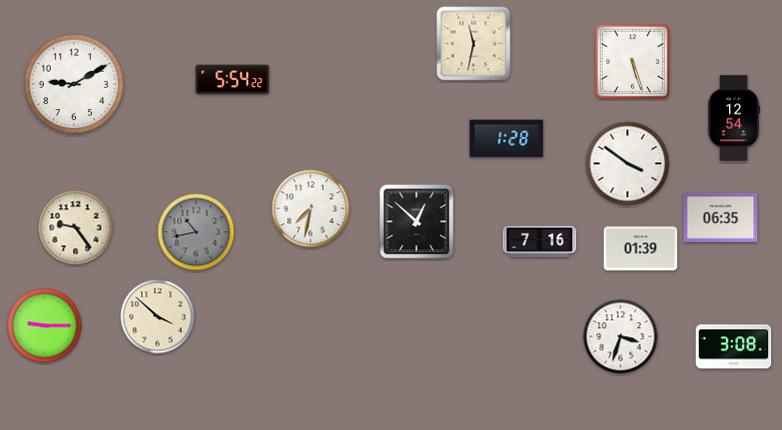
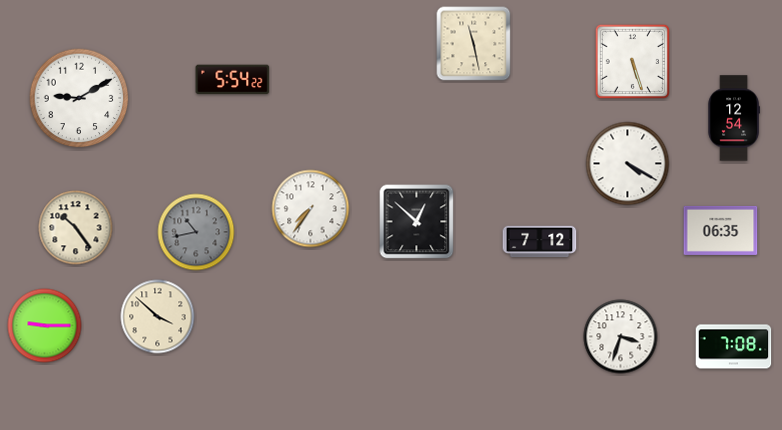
clock at (474, 44): 11:32 -> 11:28
clock at (74, 84) position: (74, 84) -> (79, 98)
clock at (507, 139): 1:28 -> none
clock at (628, 164): 3:51 -> 4:20
clock at (311, 209): 7:32 -> 7:36
clock at (721, 217) position: (721, 217) -> (721, 230)
clock at (76, 228): 9:24 -> 10:24
clock at (540, 242): 7:16 -> 7:12
clock at (641, 249): 01:39 -> none
clock at (734, 347): 3:08 -> 7:08
